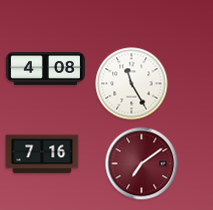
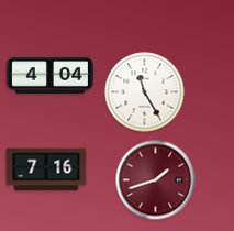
clock at (45, 69): 4:08 -> 4:04
clock at (142, 164): 7:09 -> 1:42
